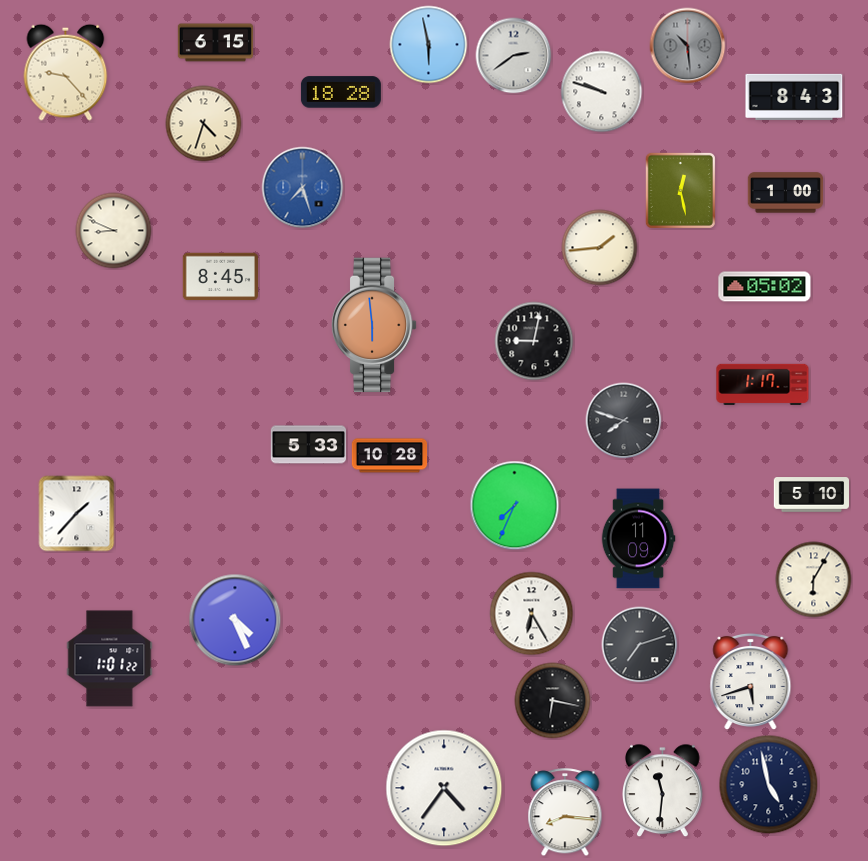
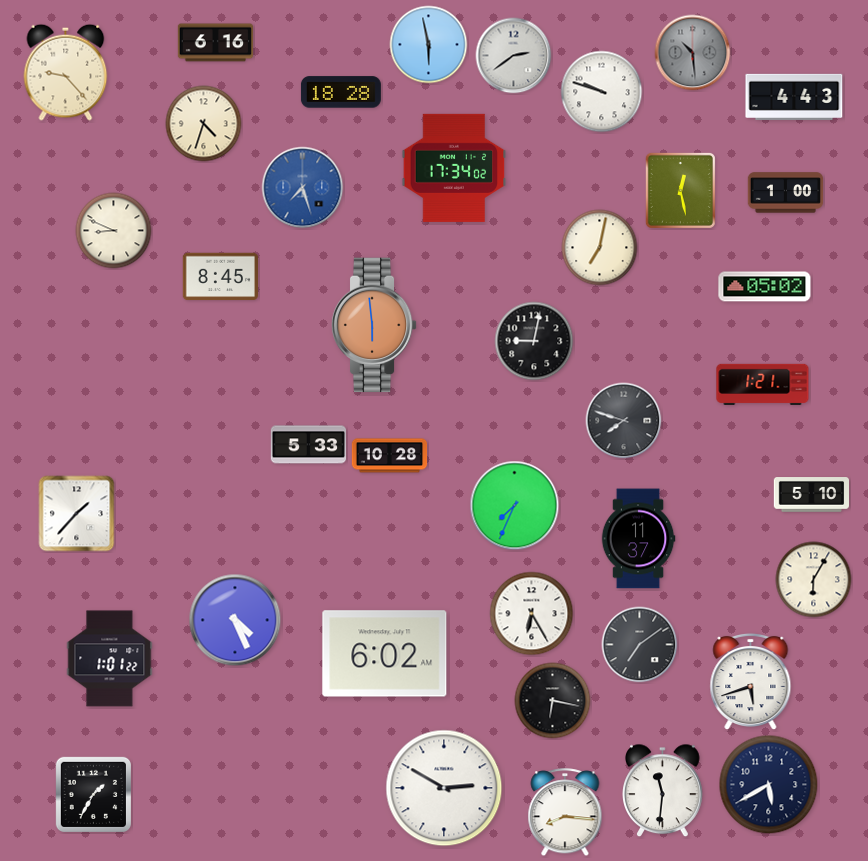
clock at (216, 43): 6:15 -> 6:16
clock at (688, 46) position: (688, 46) -> (693, 53)
clock at (794, 97): 8:43 -> 4:43
clock at (454, 168): none -> 17:34
clock at (600, 248): 1:44 -> 7:02
clock at (763, 384): 1:17 -> 1:21
clock at (638, 539): 11:09 -> 11:37
clock at (640, 645): 7:12 -> 7:09
clock at (385, 654): none -> 6:02
clock at (769, 785): 4:58 -> 5:40
clock at (444, 788): 4:36 -> 2:50
clock at (93, 794): none -> 1:35
